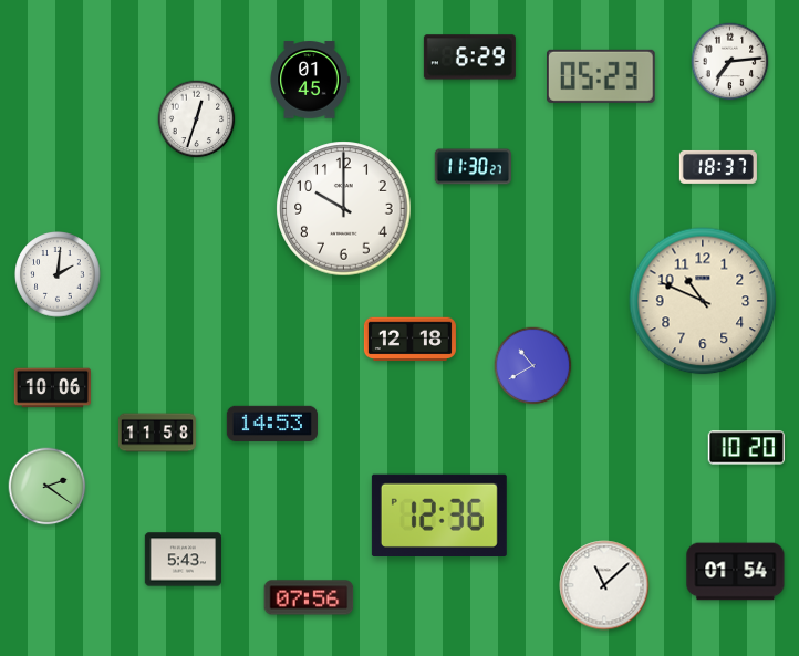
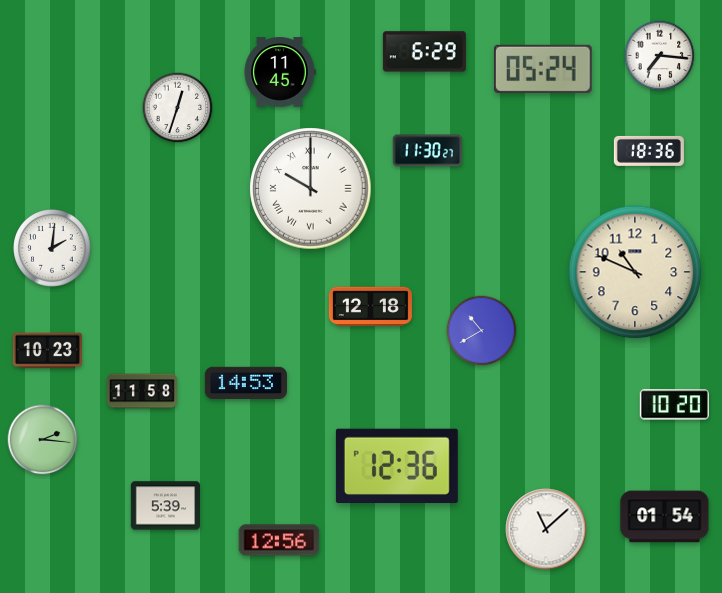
clock at (730, 62): 7:14 -> 7:16
clock at (602, 76): 05:23 -> 05:24
clock at (310, 80): 01:45 -> 11:45
clock at (718, 167): 18:37 -> 18:36
clock at (344, 209) numerals: Arabic -> Roman
clock at (52, 388): 10:06 -> 10:23
clock at (48, 487): 2:21 -> 2:16
clock at (183, 560): 5:43 -> 5:39
clock at (309, 597): 07:56 -> 12:56
